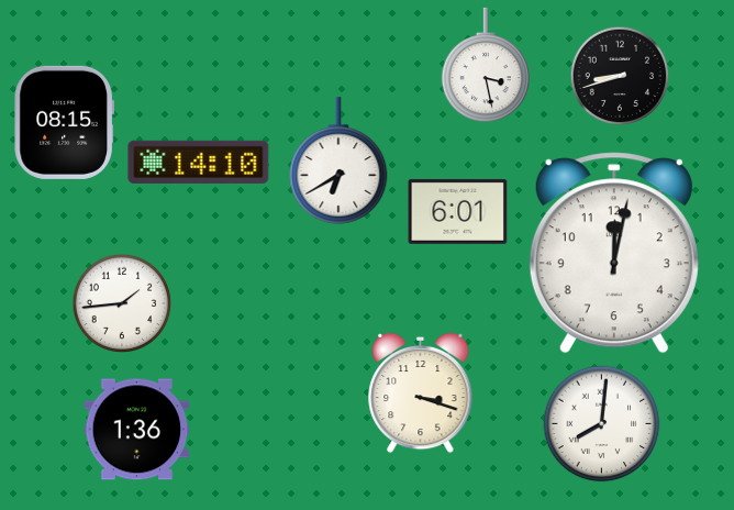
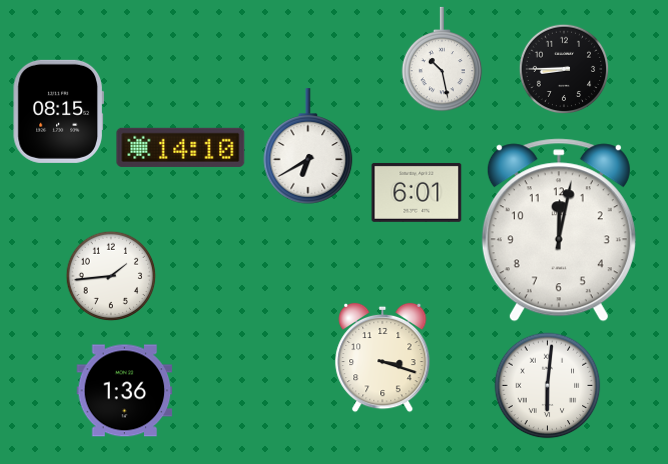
clock at (486, 65): 3:28 -> 10:28
clock at (620, 76): 8:42 -> 8:45
clock at (602, 424): 8:01 -> 6:01
